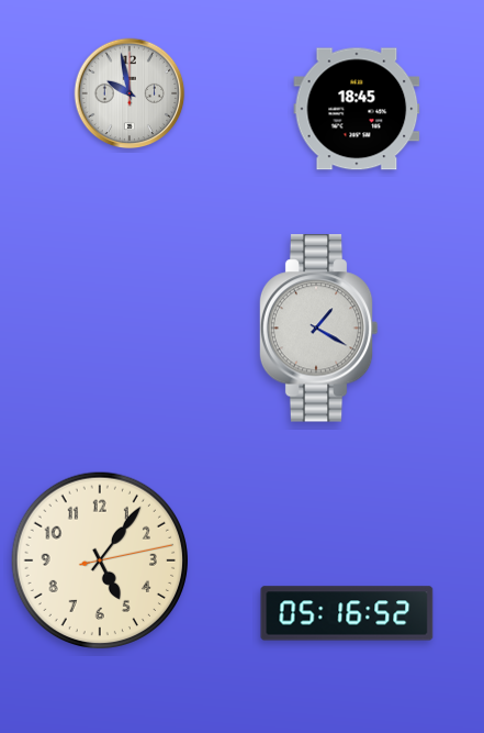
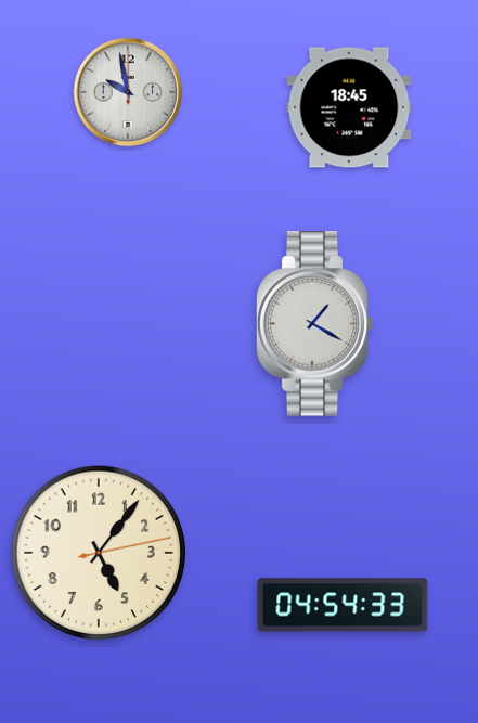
clock at (357, 109) position: (357, 109) -> (349, 107)
clock at (347, 613): 05:16 -> 04:54
